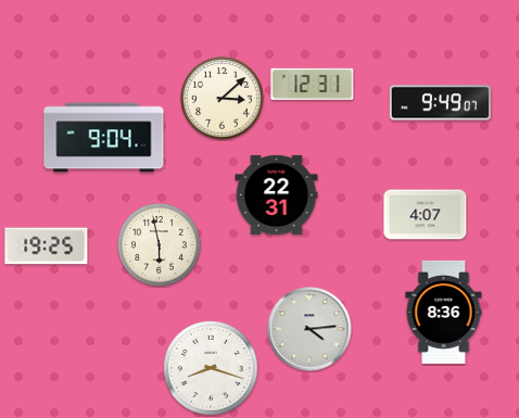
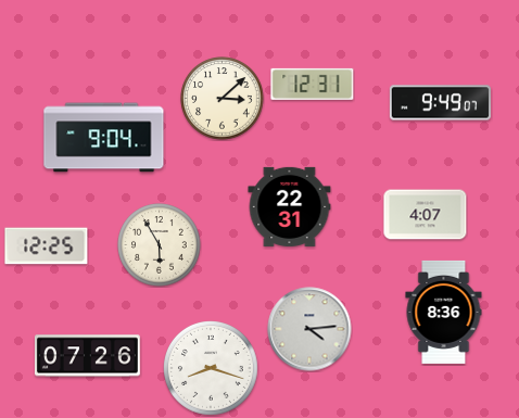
clock at (277, 194) position: (277, 194) -> (290, 206)
clock at (160, 245): 5:58 -> 5:55
clock at (47, 246): 19:25 -> 12:25
clock at (87, 356): none -> 07:26
